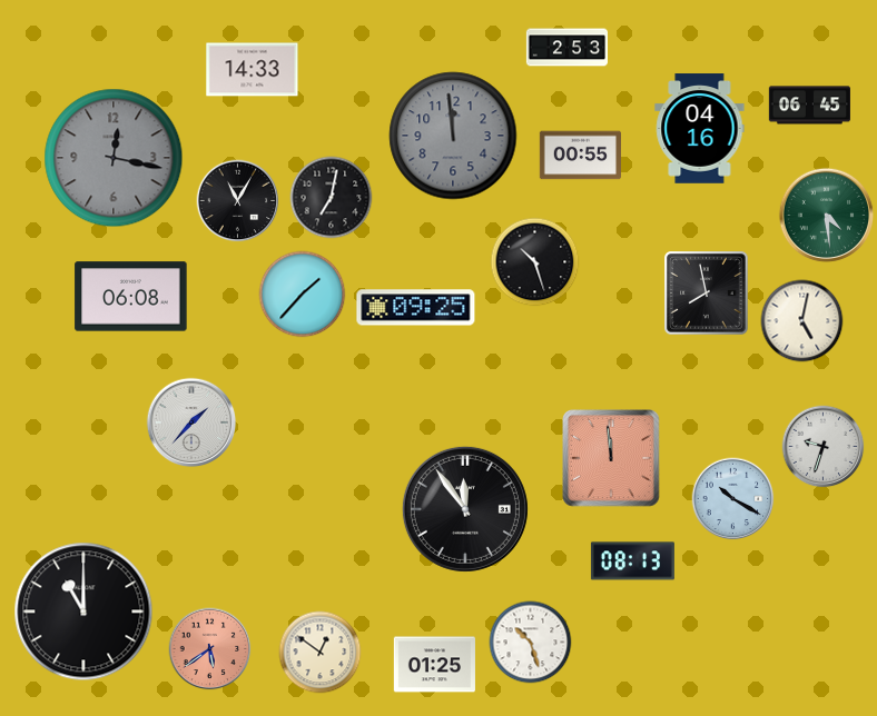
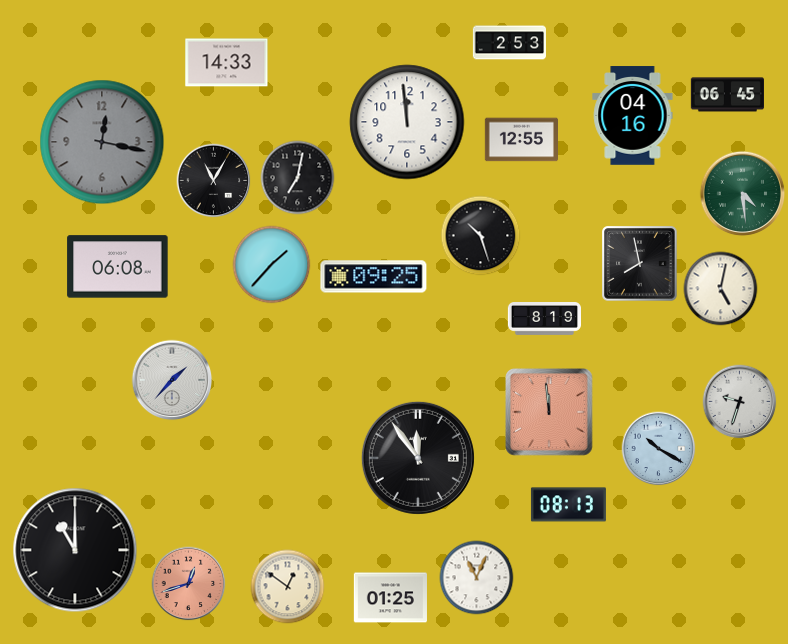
clock at (700, 129) position: (700, 129) -> (633, 116)
clock at (453, 136) dial: grey -> white
clock at (580, 156): 00:55 -> 12:55
clock at (707, 294) position: (707, 294) -> (640, 264)
clock at (544, 319): none -> 8:19
clock at (531, 643): 10:27 -> 11:04
clock at (210, 649): 5:39 -> 12:42
